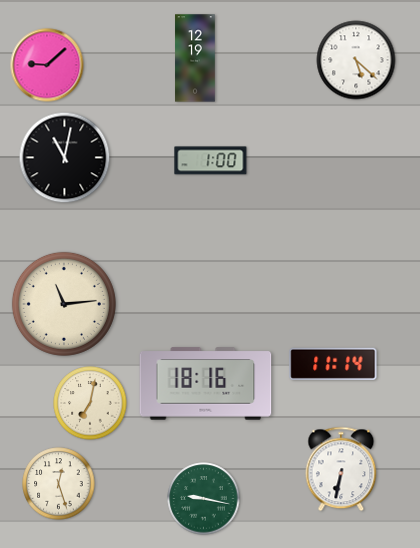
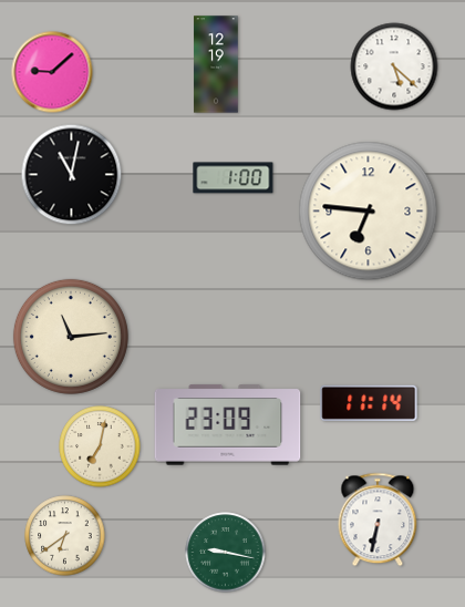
clock at (369, 212): none -> 6:46
clock at (206, 384): 18:16 -> 23:09
clock at (59, 484): 12:27 -> 6:39
